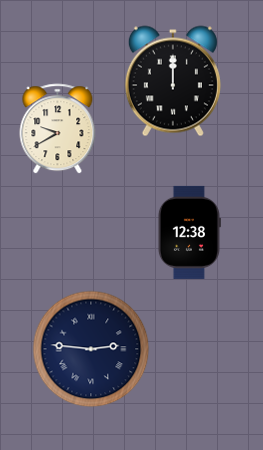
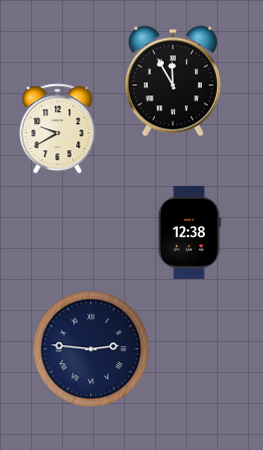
clock at (173, 81): 12:00 -> 11:55
